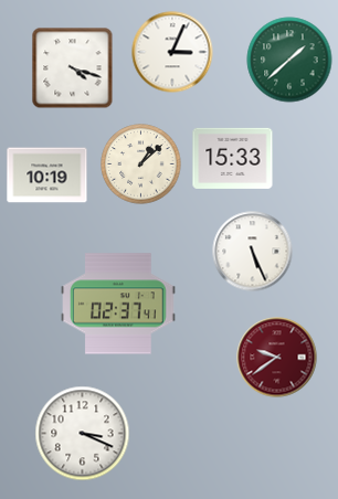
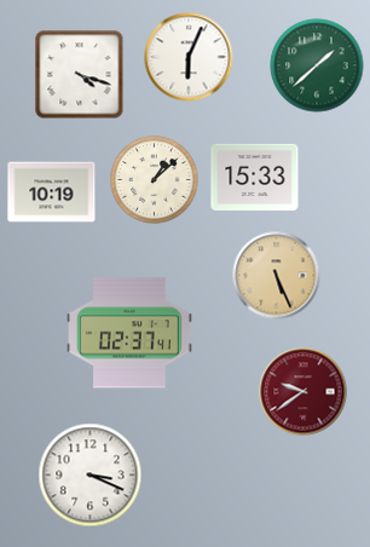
clock at (172, 52): 3:04 -> 6:04
clock at (233, 158) position: (233, 158) -> (255, 177)
clock at (253, 252) dial: white -> champagne
